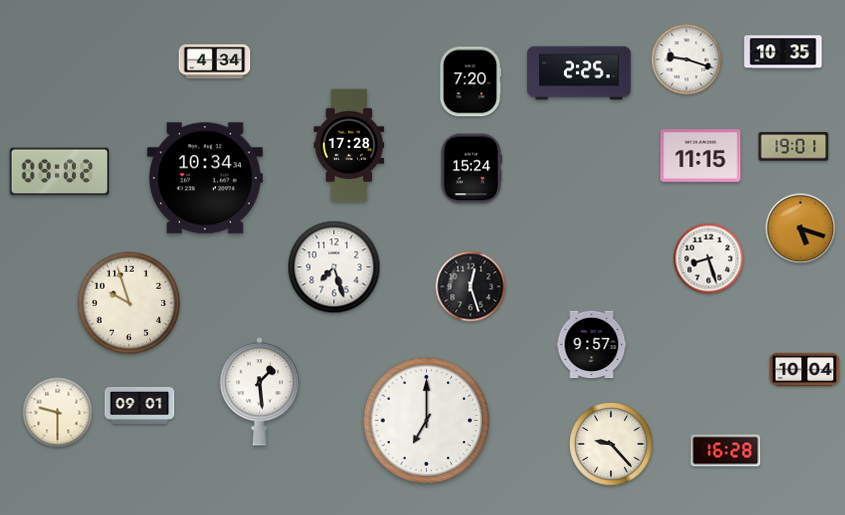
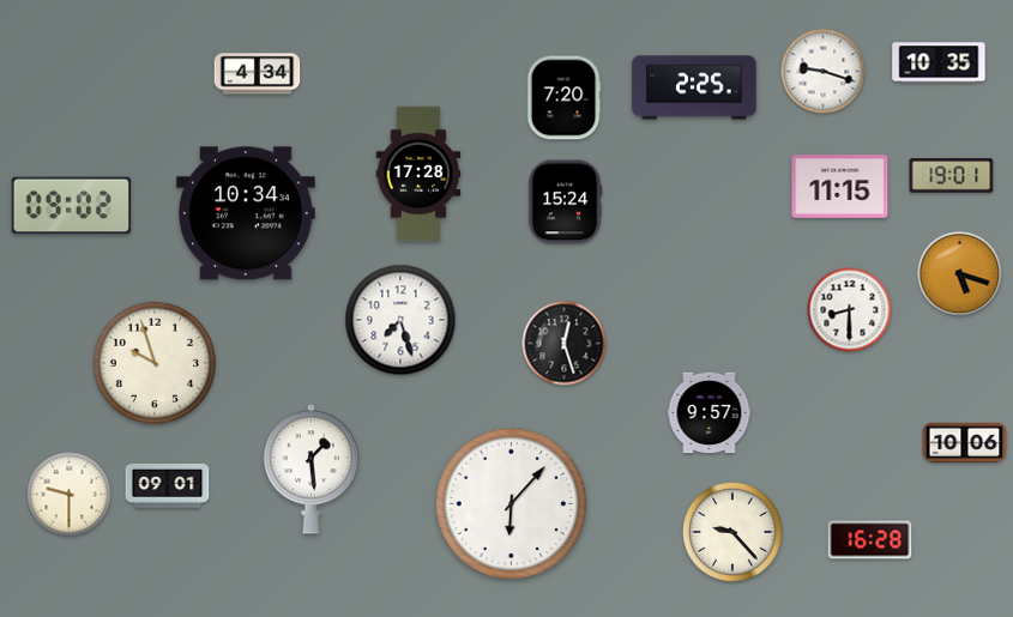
clock at (709, 259): 8:27 -> 8:30
clock at (805, 369): 10:04 -> 10:06
clock at (426, 420): 7:00 -> 6:07
